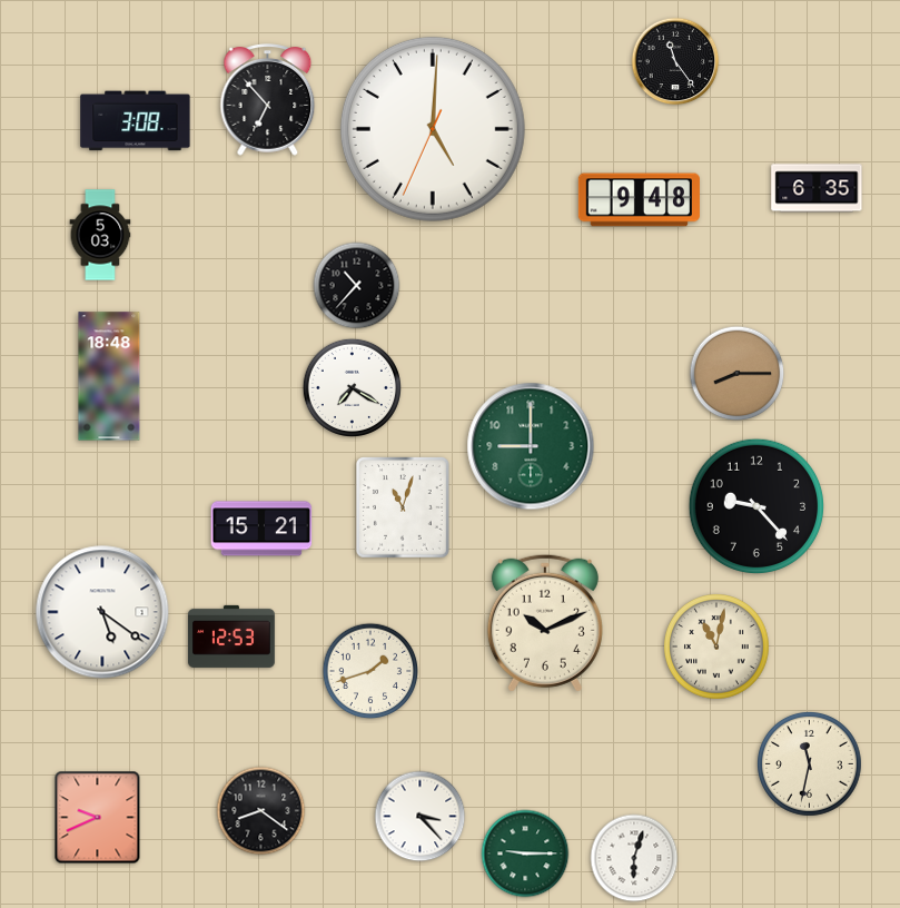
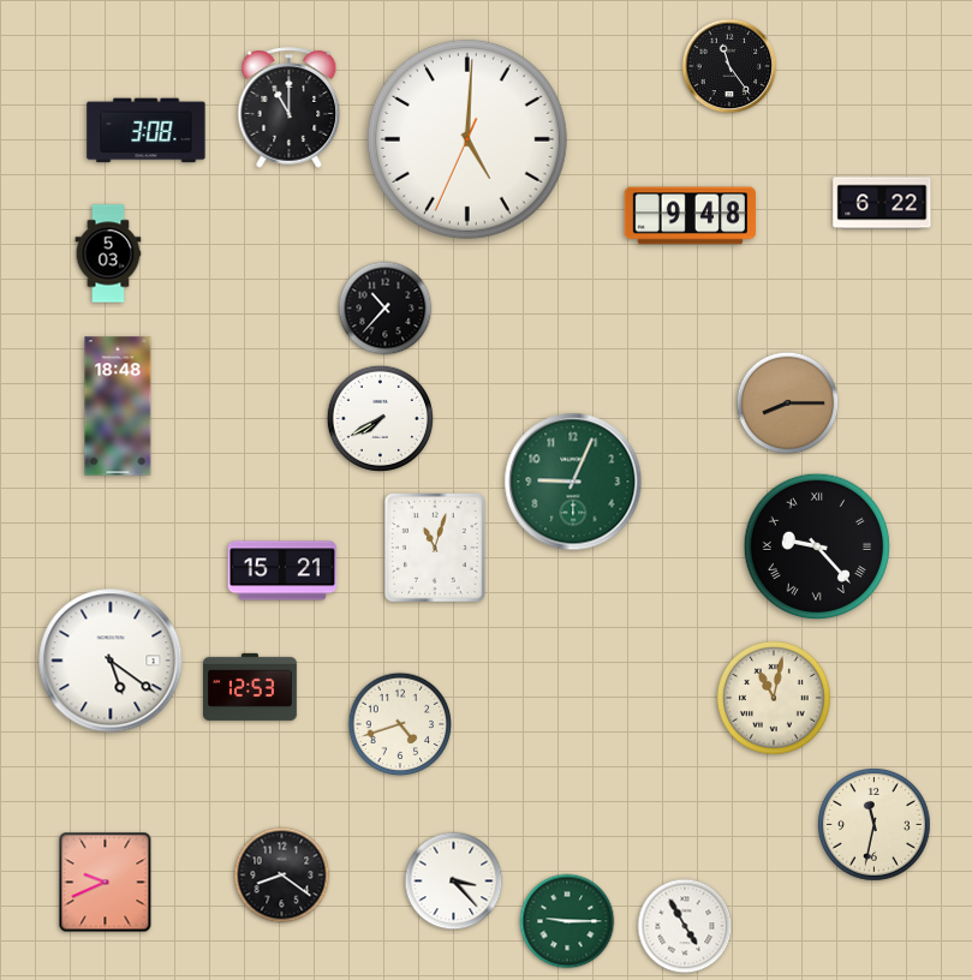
clock at (268, 100): 6:53 -> 11:00
clock at (817, 188): 6:35 -> 6:22
clock at (738, 374) position: (738, 374) -> (788, 404)
clock at (352, 387): 7:20 -> 7:40
clock at (531, 446): 9:00 -> 9:04
clock at (756, 506) numerals: Arabic -> Roman
clock at (545, 623): 10:11 -> none
clock at (370, 671): 1:42 -> 4:42
clock at (634, 858): 6:03 -> 4:55
